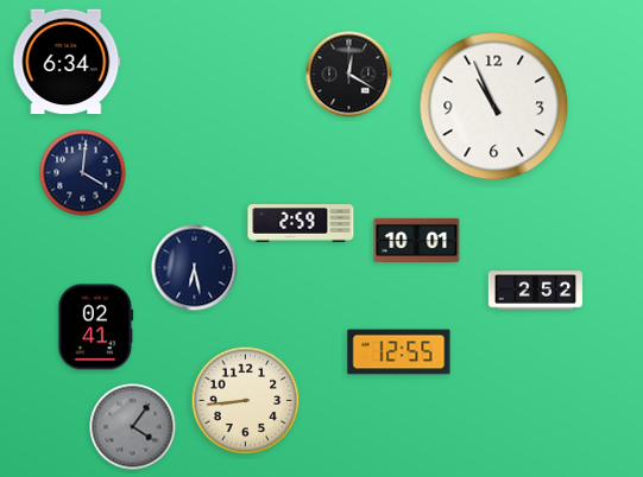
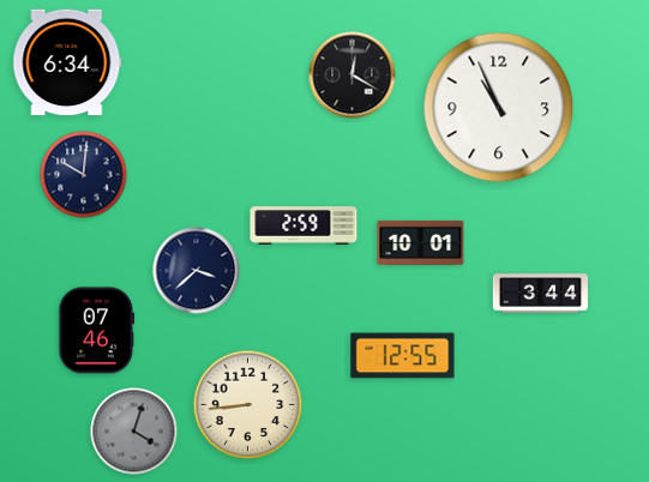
clock at (83, 173): 4:01 -> 10:01
clock at (195, 268): 6:28 -> 3:38
clock at (535, 291): 2:52 -> 3:44
clock at (96, 327): 02:41 -> 07:46
clock at (133, 427): 4:06 -> 4:03
